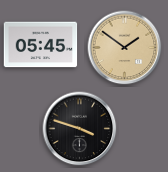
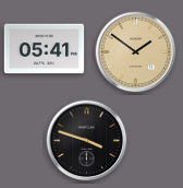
clock at (41, 45): 05:45 -> 05:41
